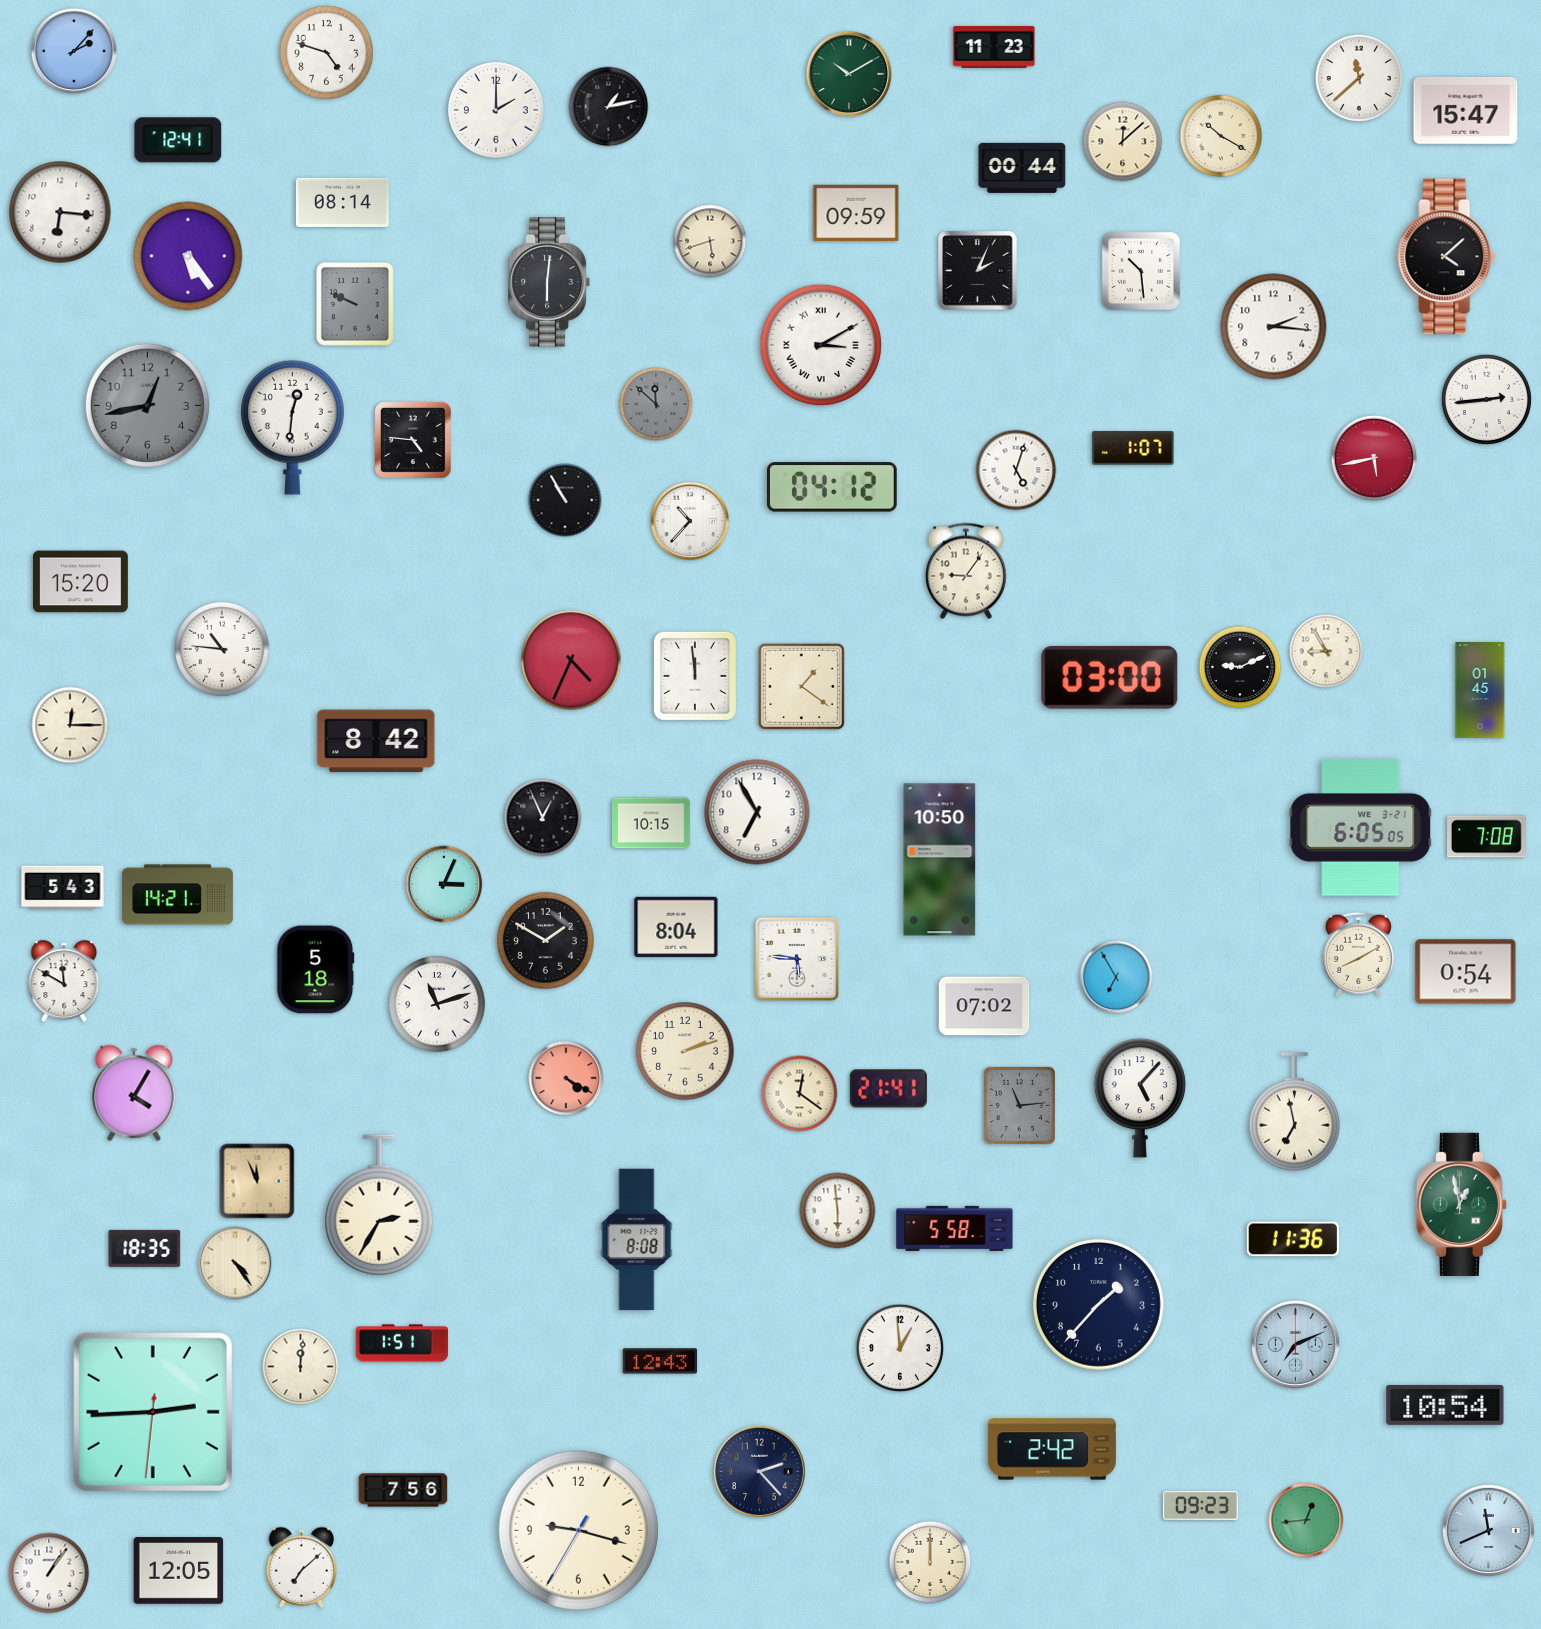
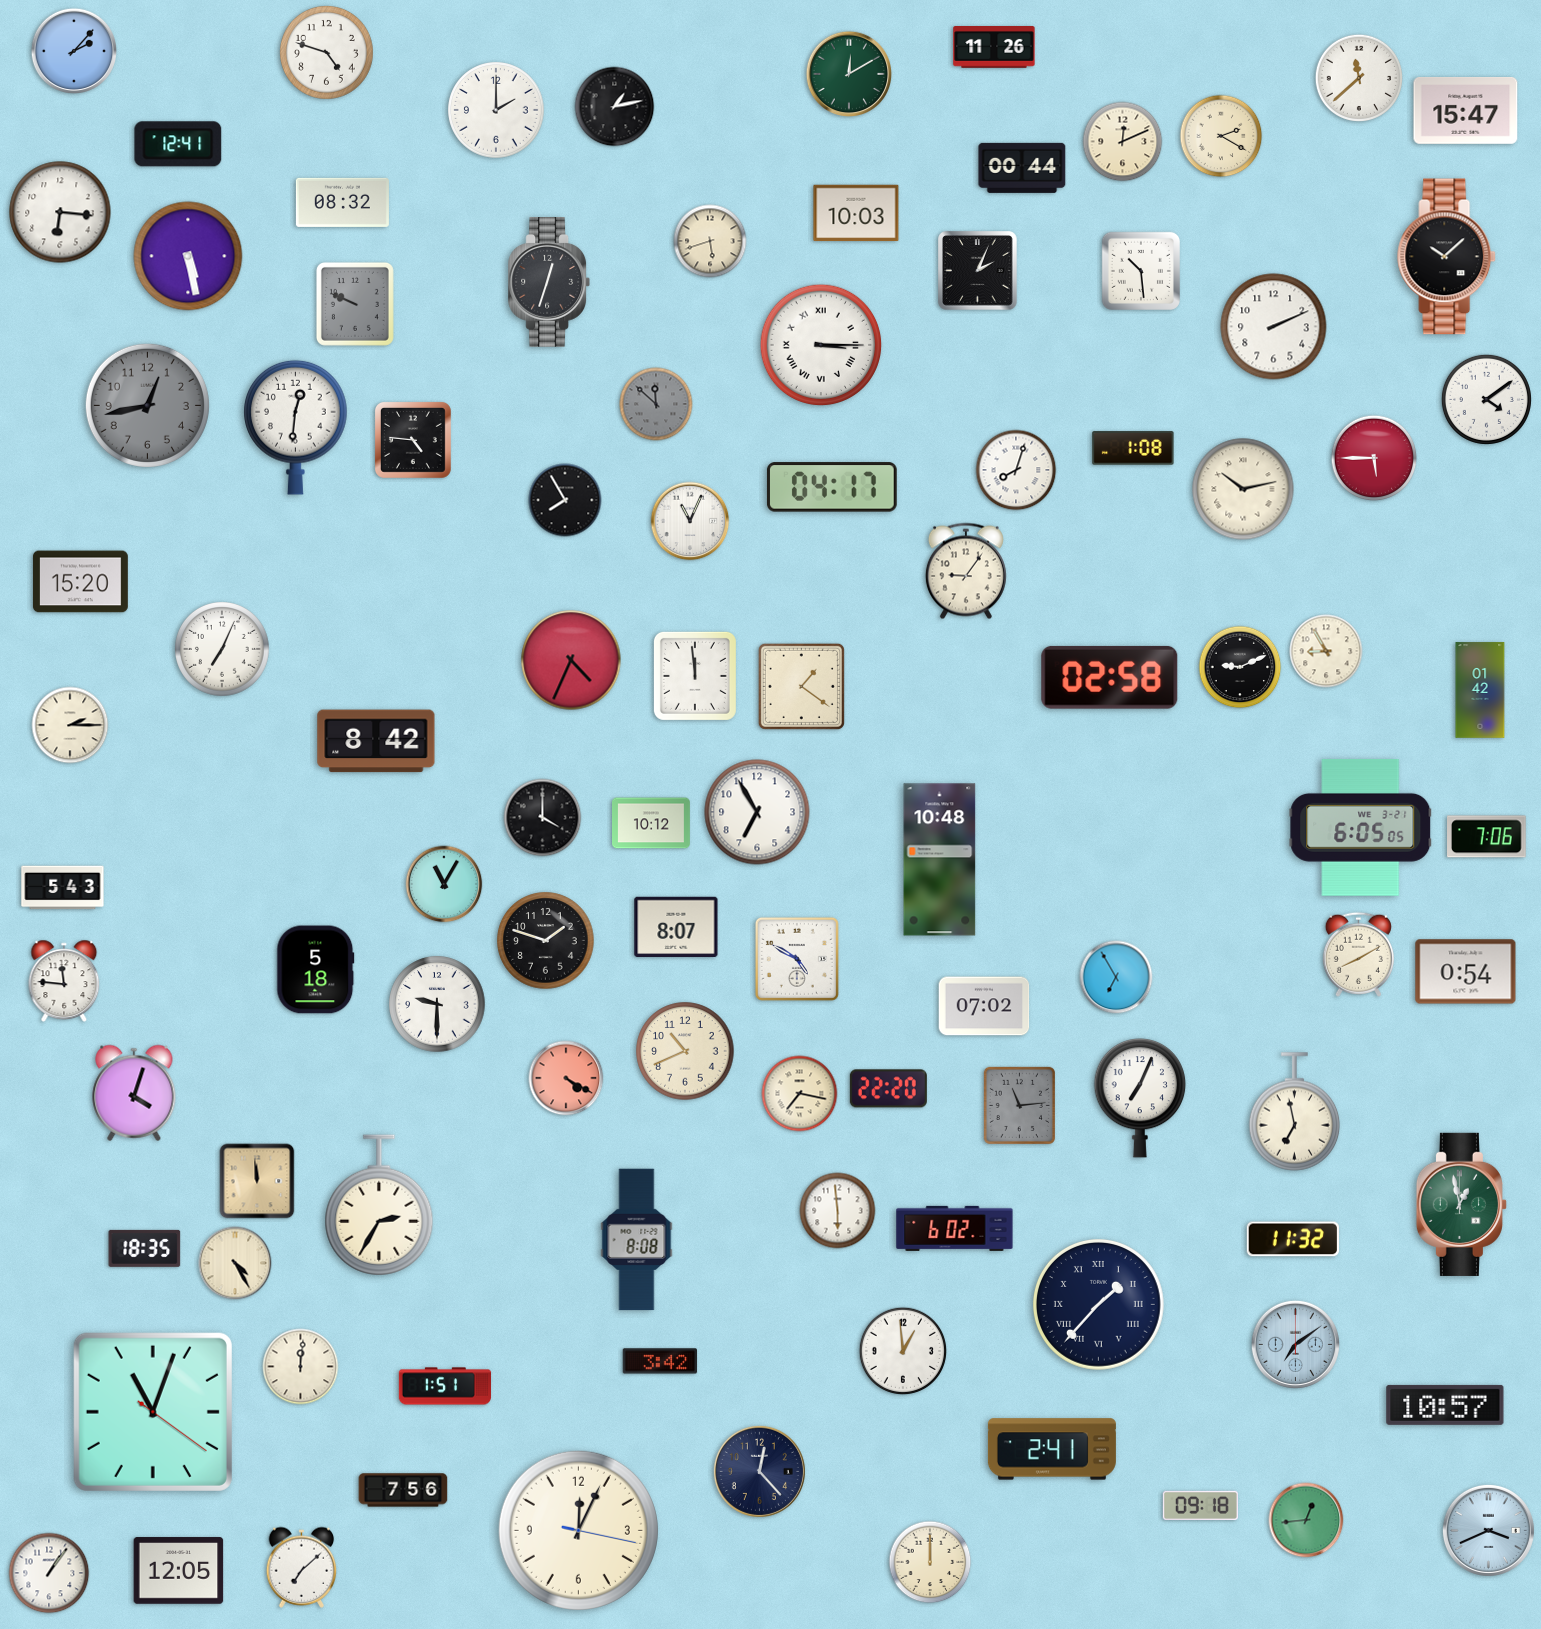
clock at (994, 48): 11:23 -> 11:26
clock at (848, 73): 10:10 -> 12:10
clock at (609, 107) position: (609, 107) -> (615, 107)
clock at (1221, 136): 10:20 -> 2:20
clock at (178, 140) position: (178, 140) -> (178, 144)
clock at (1123, 142): 12:08 -> 12:11
clock at (342, 202): 08:14 -> 08:32
clock at (856, 213): 09:59 -> 10:03
clock at (188, 256): 5:24 -> 5:28
clock at (1447, 257): 4:08 -> 10:08
clock at (548, 283): 6:01 -> 12:33
clock at (1274, 327): 2:16 -> 2:11
clock at (821, 345): 3:10 -> 3:15
clock at (1486, 399): 2:44 -> 4:09
clock at (293, 427) position: (293, 427) -> (296, 427)
clock at (1133, 448): 1:07 -> 1:08
clock at (1374, 458): 5:43 -> 5:45
clock at (1016, 470): 5:03 -> 8:03
clock at (832, 487): 04:12 -> 04:17
clock at (1243, 489): none -> 10:13
clock at (565, 500): 10:55 -> 7:55
clock at (690, 521): 10:37 -> 11:04
clock at (223, 650): 10:46 -> 7:04
clock at (1110, 677): 03:00 -> 02:58
clock at (1480, 690): 01:45 -> 01:42
clock at (70, 725): 12:15 -> 2:15
clock at (543, 818): 12:56 -> 4:00
clock at (652, 823): 10:15 -> 10:12
clock at (1487, 837): 7:08 -> 7:06
clock at (940, 860): 10:50 -> 10:48
clock at (444, 884): 3:04 -> 11:05
clock at (177, 895): 14:21 -> none
clock at (676, 926): 8:04 -> 8:07
clock at (546, 941): 1:50 -> 1:48
clock at (797, 959): 5:46 -> 4:50
clock at (64, 980): 11:50 -> 11:46
clock at (437, 1004): 11:12 -> 9:30
clock at (685, 1051): 2:12 -> 10:41
clock at (888, 1089): 21:41 -> 22:20
clock at (134, 1093): 4:05 -> 4:03
clock at (800, 1094): 12:21 -> 7:17
clock at (1140, 1099): 5:07 -> 7:04
clock at (257, 1181): 11:56 -> 11:59
clock at (955, 1228): 5:58 -> 6:02
clock at (1293, 1239): 11:36 -> 11:32
clock at (235, 1263): 4:24 -> 4:25
clock at (1098, 1304) numerals: Arabic -> Roman
clock at (401, 1343) position: (401, 1343) -> (444, 1386)
clock at (1295, 1344): 7:11 -> 7:09
clock at (899, 1347) position: (899, 1347) -> (902, 1350)
clock at (660, 1361): 12:43 -> 3:42
clock at (1445, 1405): 10:54 -> 10:57
clock at (153, 1412): 2:44 -> 11:03
clock at (1052, 1449): 2:42 -> 2:41
clock at (759, 1471): 2:23 -> 12:23
clock at (1200, 1505): 09:23 -> 09:18
clock at (578, 1530): 9:17 -> 12:04
clock at (1488, 1530): 11:41 -> 3:41
